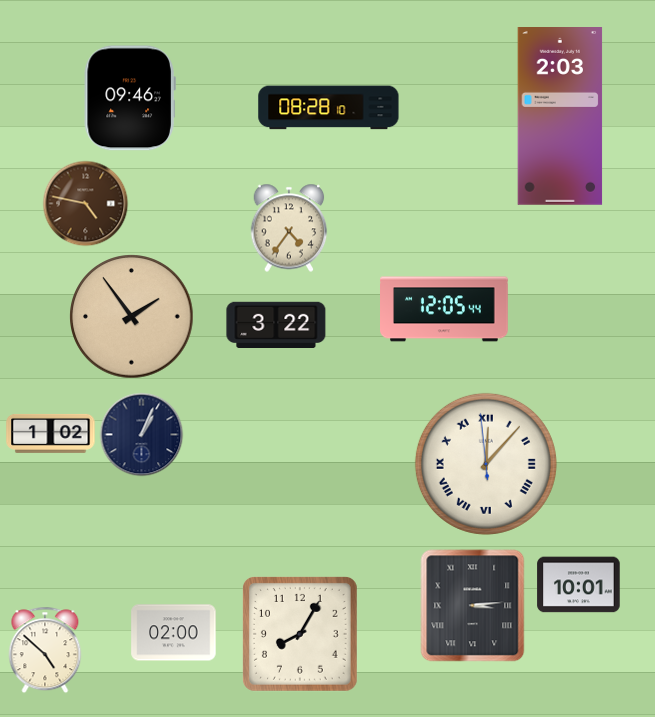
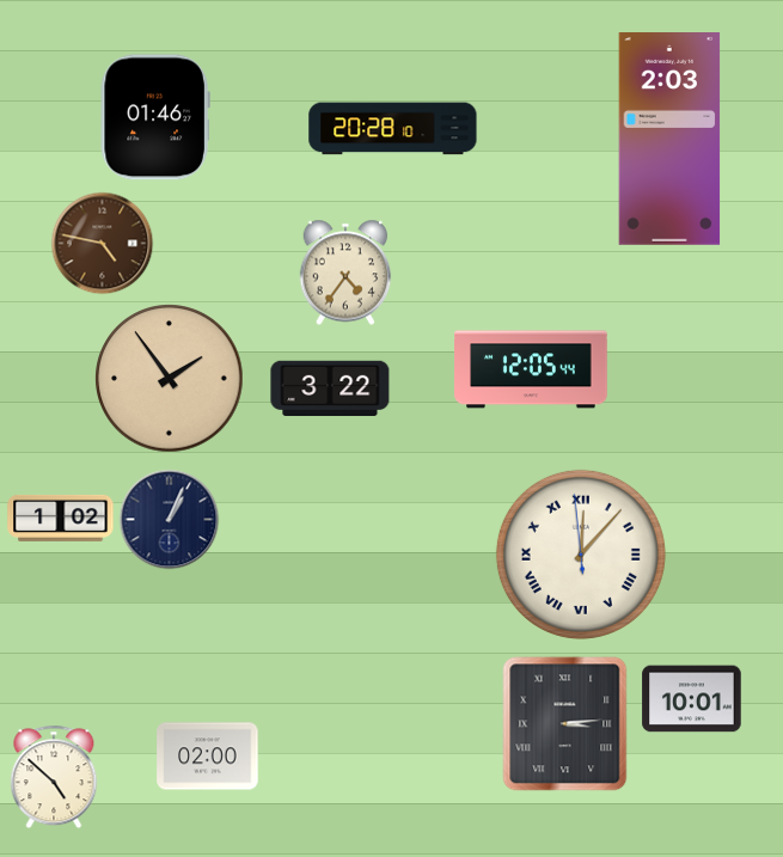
clock at (130, 98): 09:46 -> 01:46
clock at (329, 108): 08:28 -> 20:28
clock at (132, 317) position: (132, 317) -> (170, 379)
clock at (301, 635): 8:05 -> none
